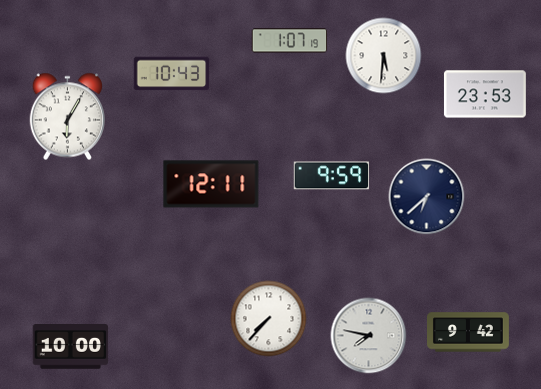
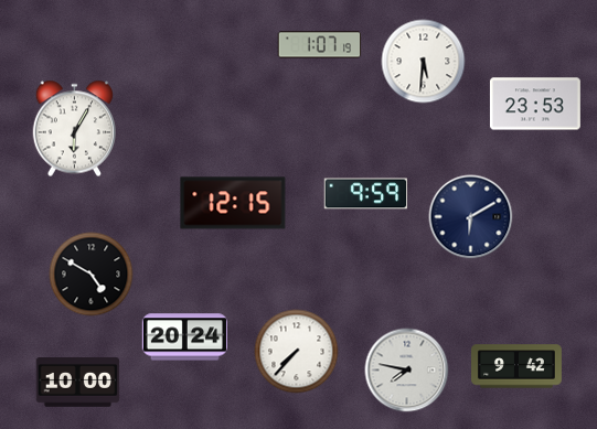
clock at (172, 74): 10:43 -> none
clock at (211, 184): 12:11 -> 12:15
clock at (427, 197): 6:38 -> 6:10
clock at (92, 275): none -> 4:50
clock at (184, 337): none -> 20:24
